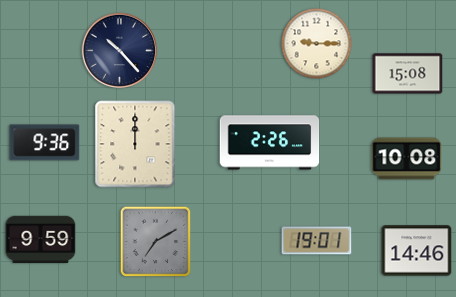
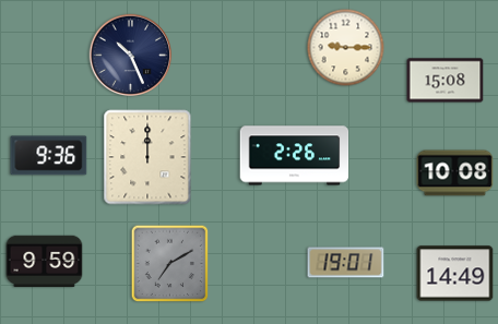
clock at (120, 51): 10:23 -> 10:26
clock at (407, 159) position: (407, 159) -> (455, 173)
clock at (417, 251): 14:46 -> 14:49
